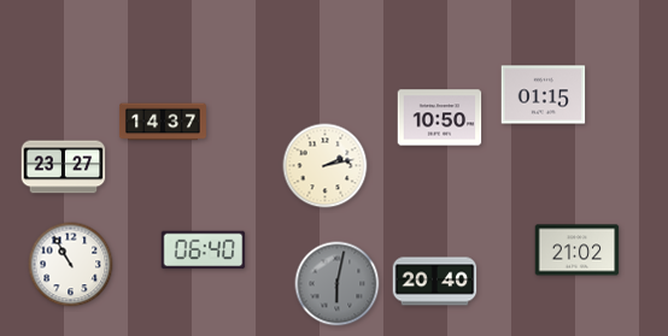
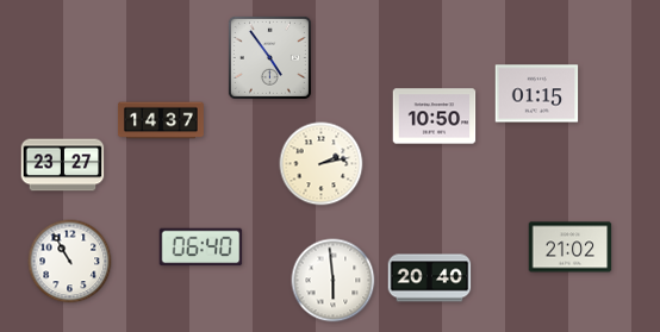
clock at (269, 57): none -> 4:54
clock at (338, 284): 6:02 -> 5:59
clock at (338, 284) dial: grey -> white
